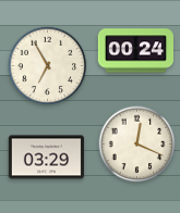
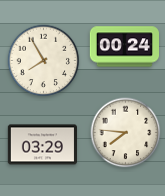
clock at (48, 66): 6:55 -> 7:55
clock at (137, 145): 12:19 -> 7:46
